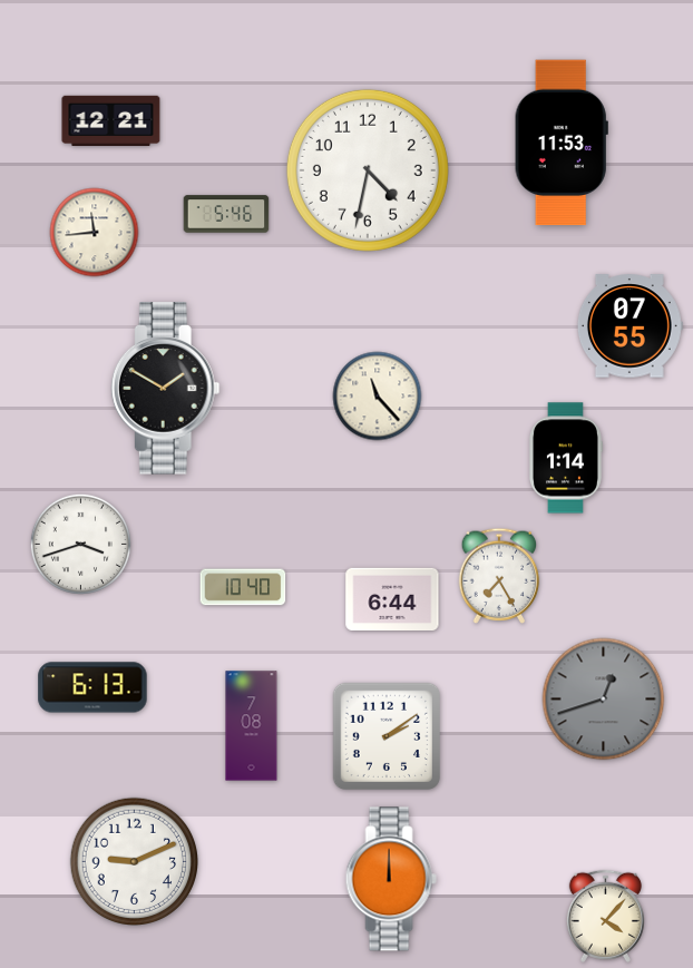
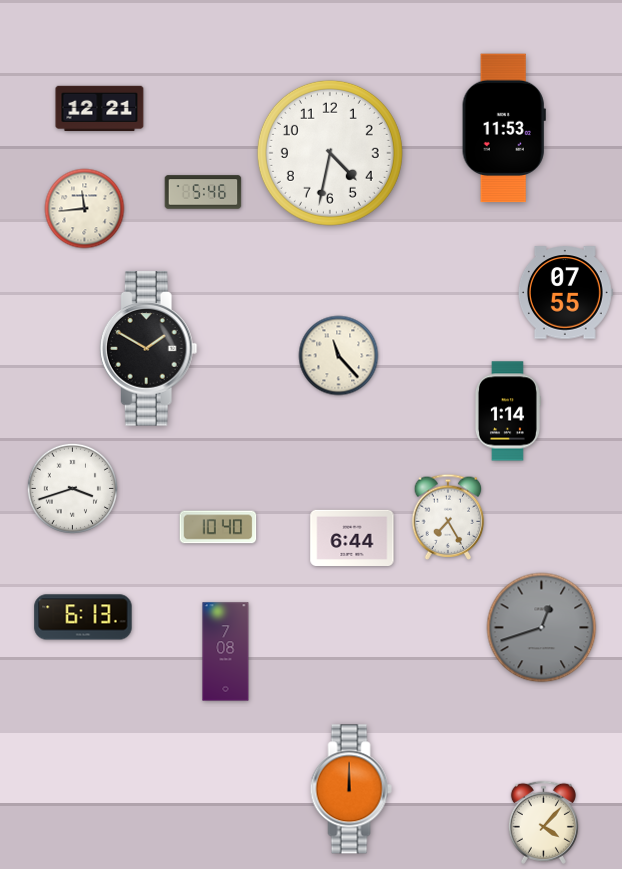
clock at (385, 735): 2:09 -> none
clock at (134, 861): 9:11 -> none
